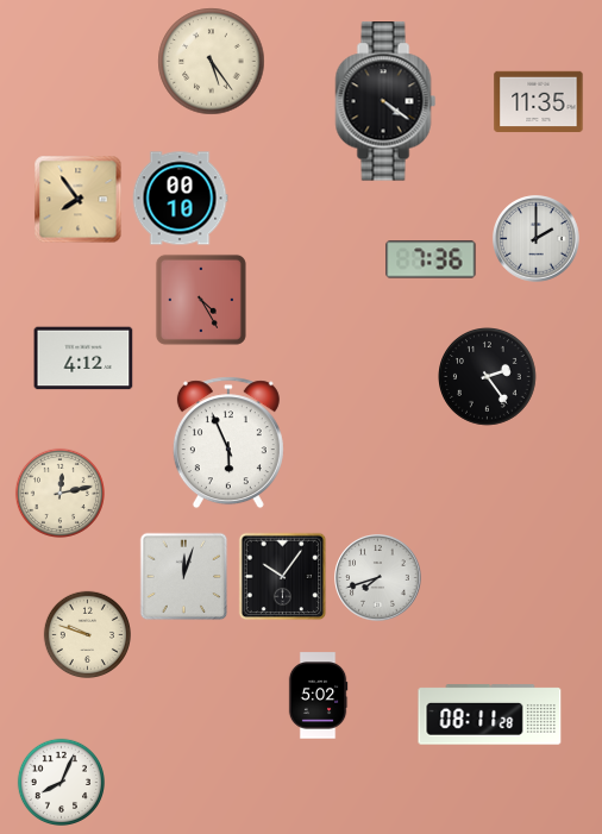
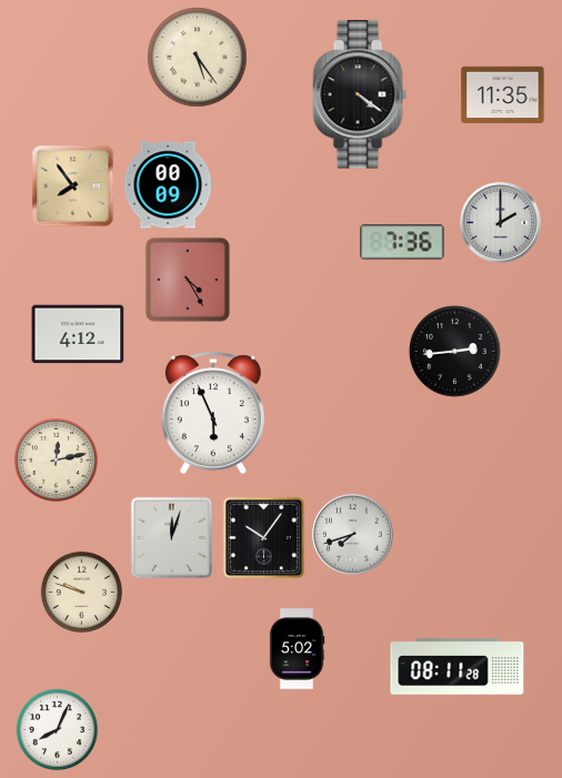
clock at (180, 199): 00:10 -> 00:09
clock at (488, 377): 2:24 -> 2:44
clock at (378, 578) position: (378, 578) -> (353, 535)
